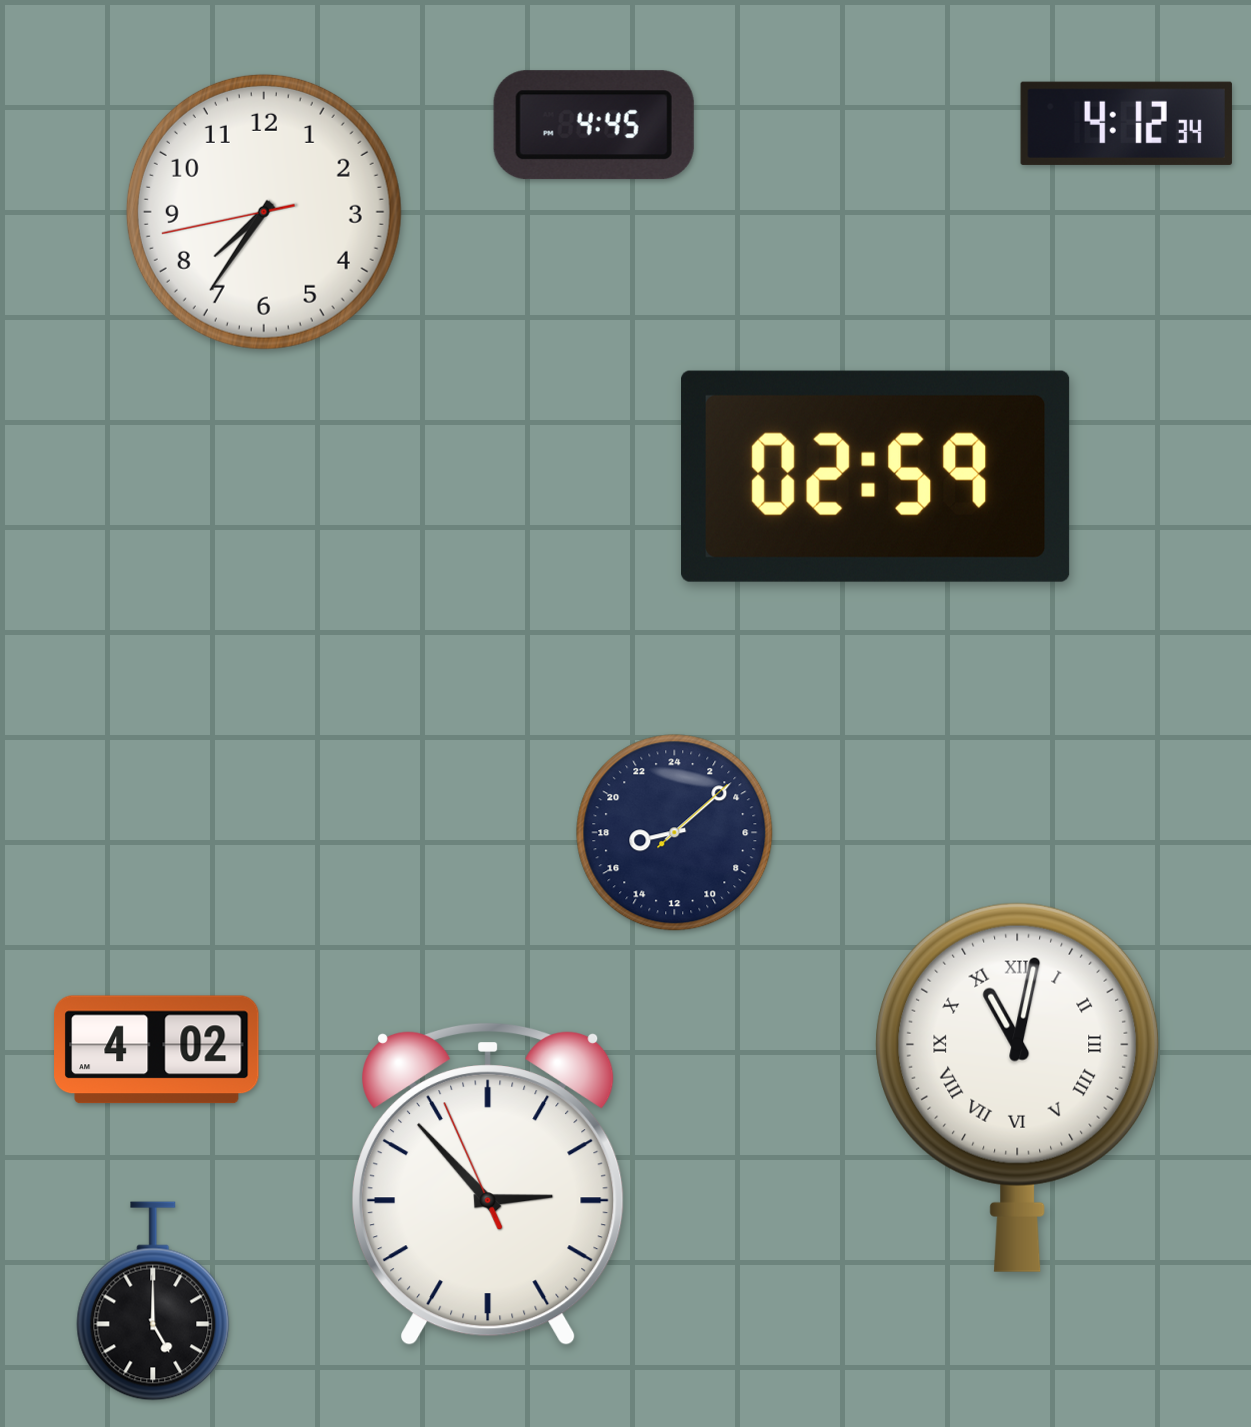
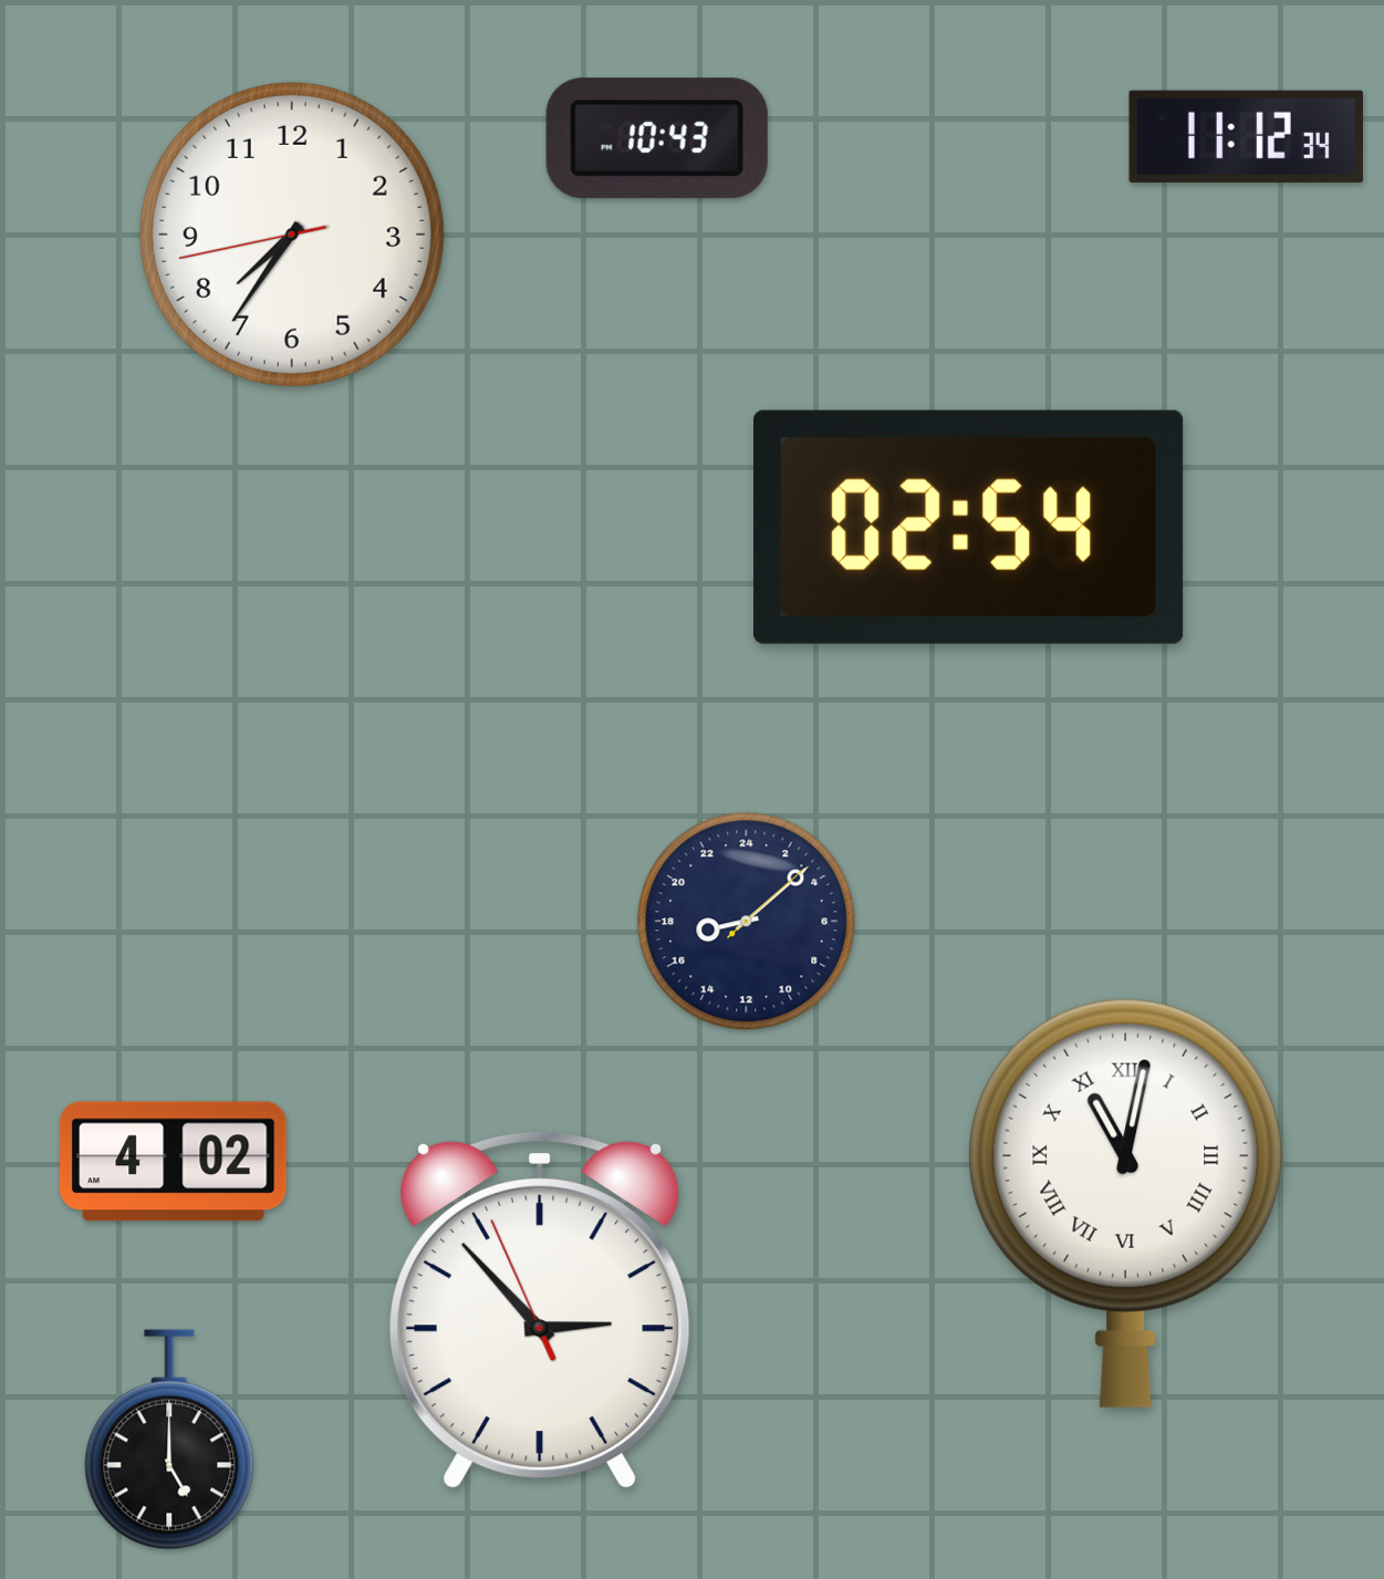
clock at (1126, 123): 4:12 -> 11:12
clock at (594, 125): 4:45 -> 10:43
clock at (876, 476): 02:59 -> 02:54
